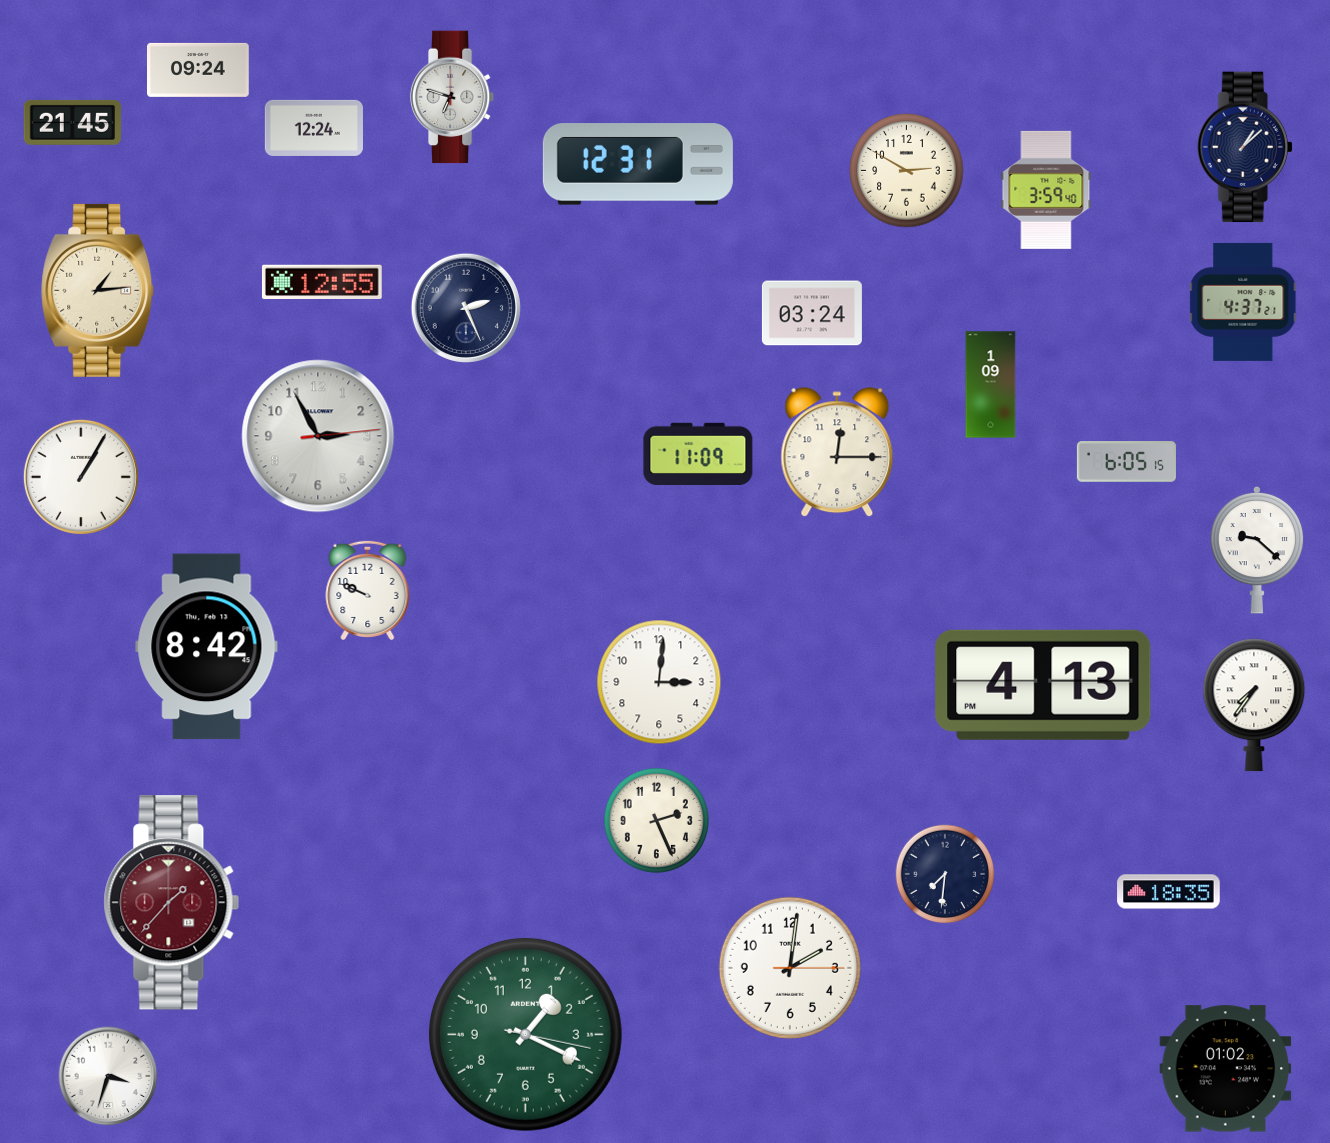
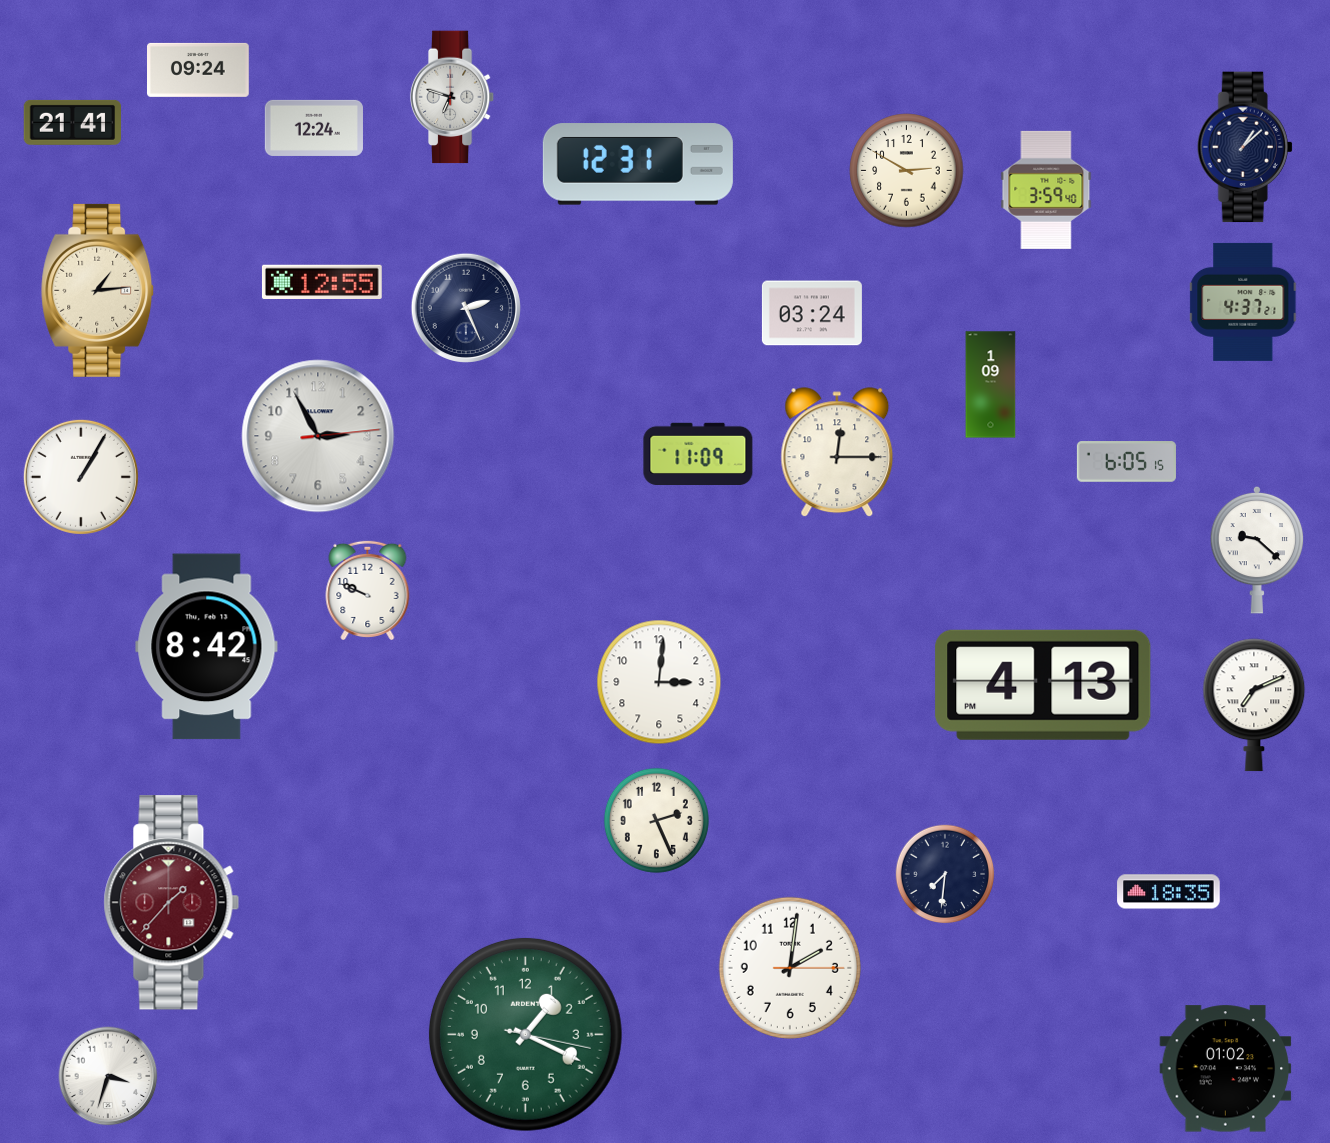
clock at (72, 122): 21:45 -> 21:41
clock at (1254, 705): 7:36 -> 7:11
